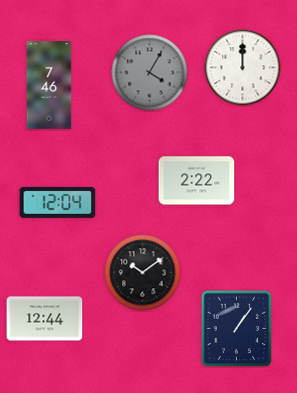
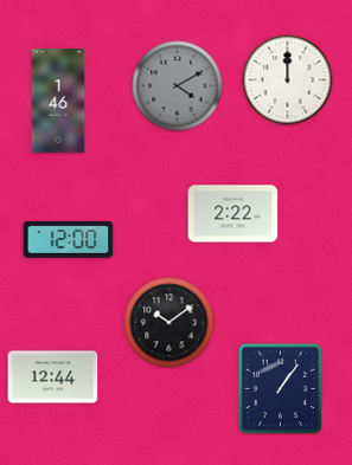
clock at (150, 73): 4:05 -> 4:10
clock at (49, 86): 7:46 -> 1:46
clock at (58, 202): 12:04 -> 12:00
